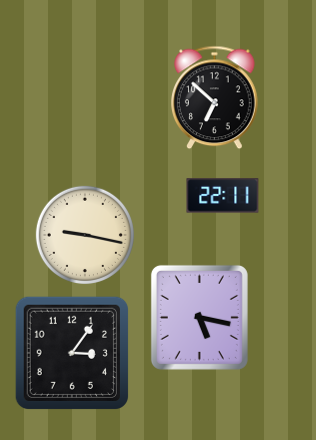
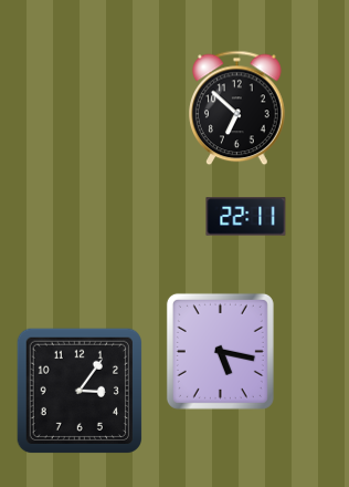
clock at (85, 235): 9:17 -> none
